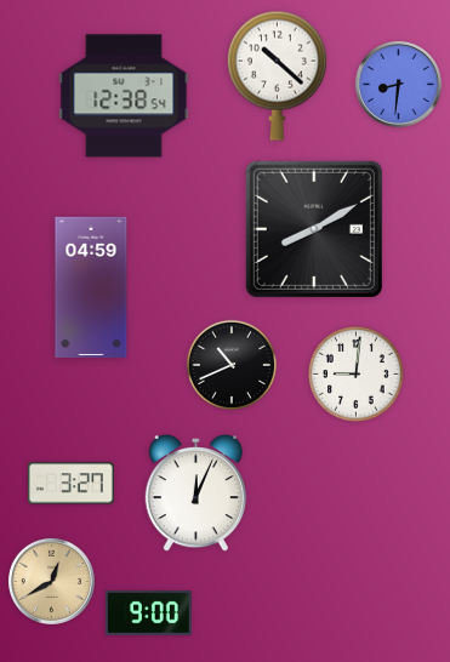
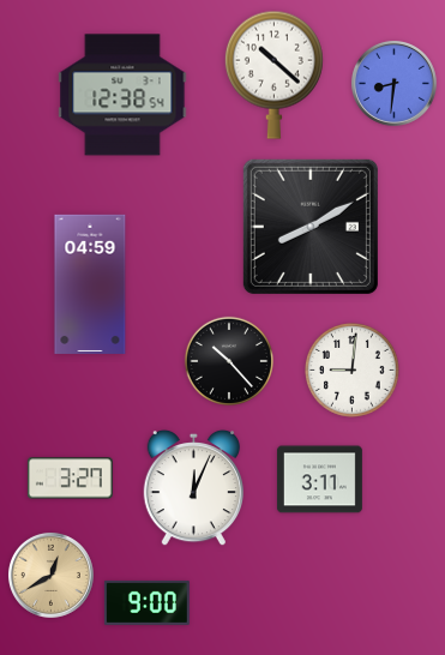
clock at (230, 364): 10:41 -> 10:23
clock at (319, 480): none -> 3:11
clock at (148, 612) position: (148, 612) -> (146, 602)
